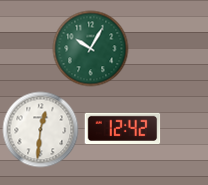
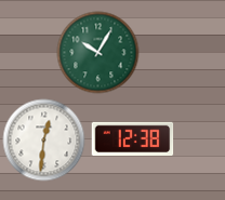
clock at (123, 128): 12:42 -> 12:38
